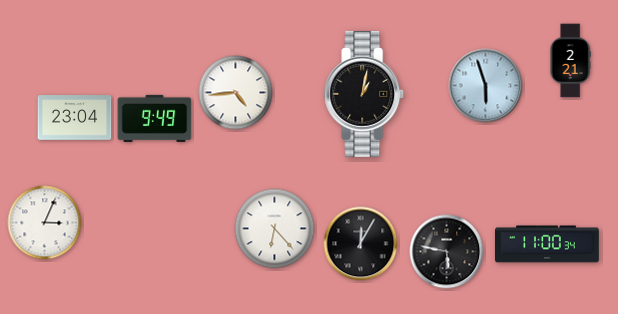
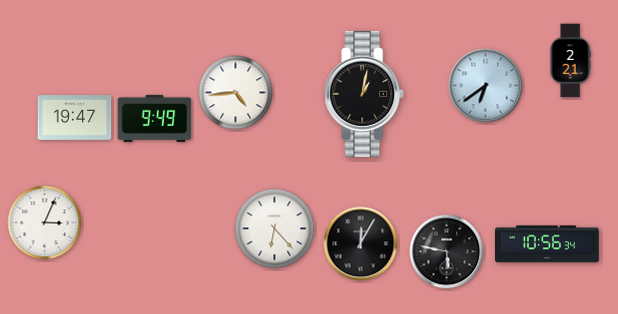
clock at (486, 86): 5:57 -> 6:39
clock at (75, 118): 23:04 -> 19:47
clock at (548, 244): 11:00 -> 10:56
